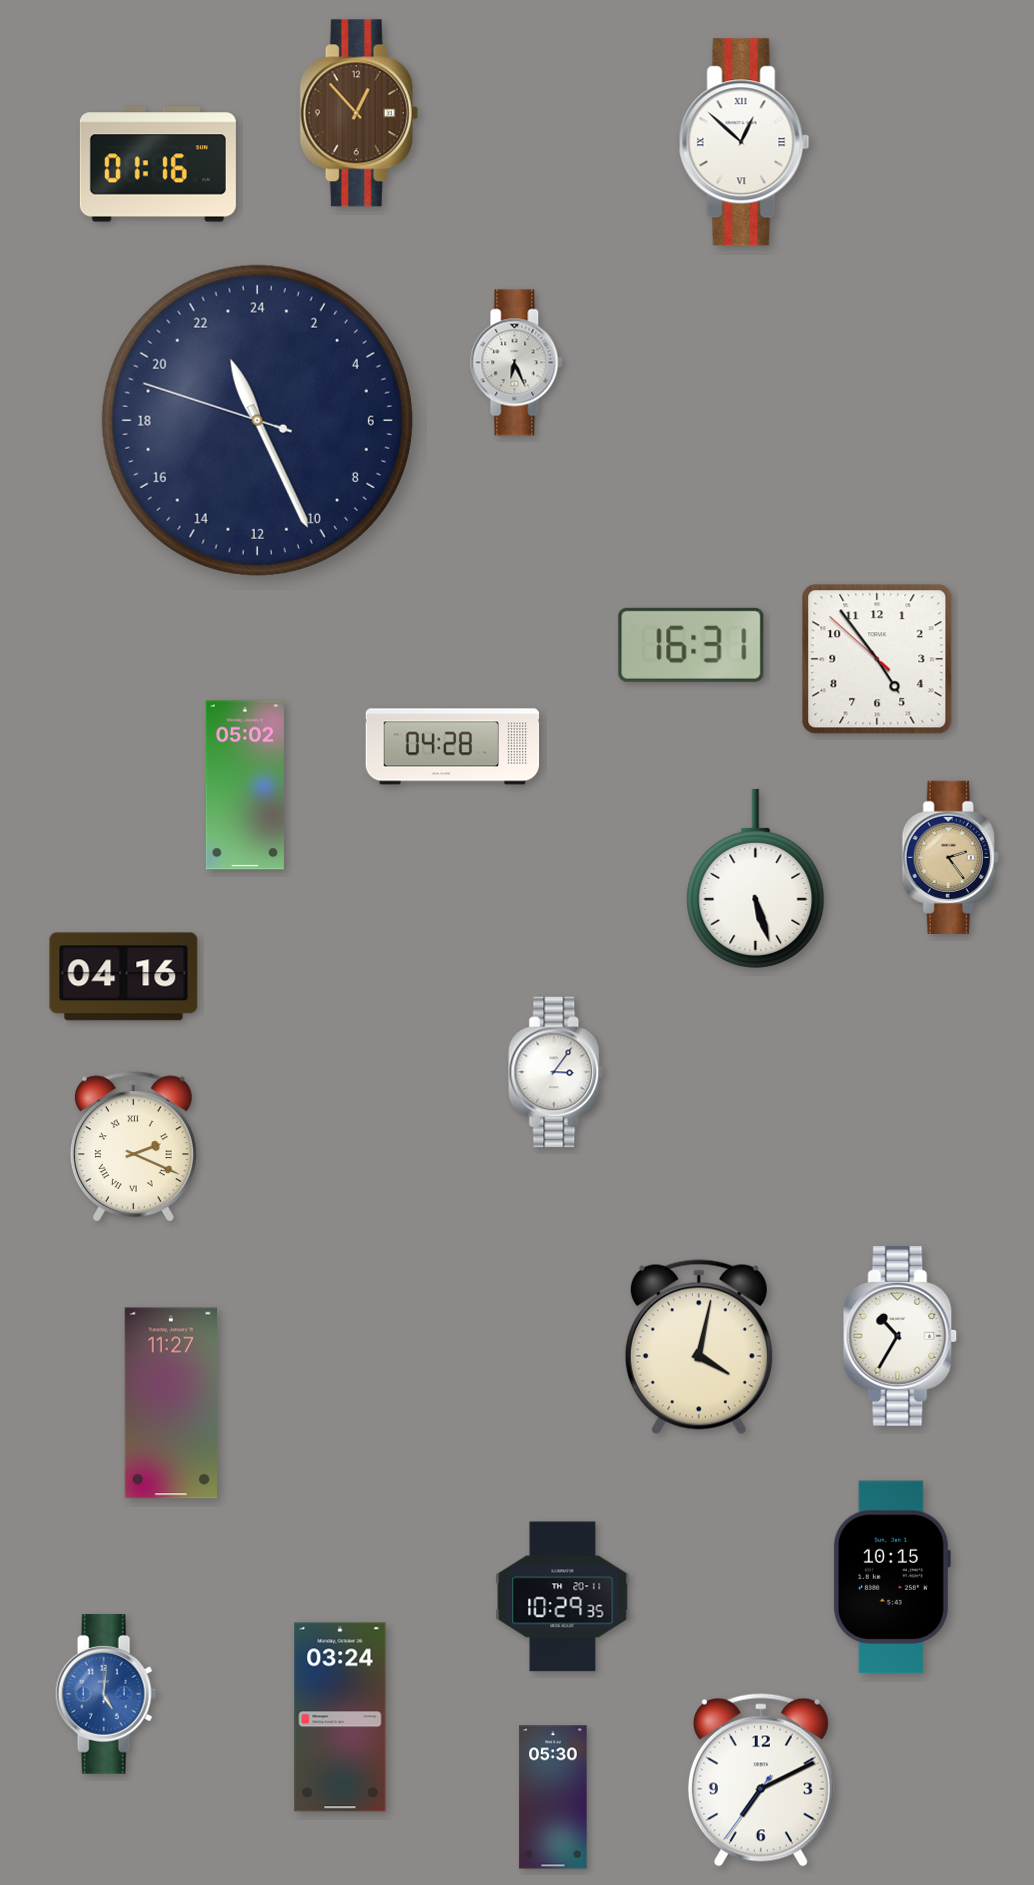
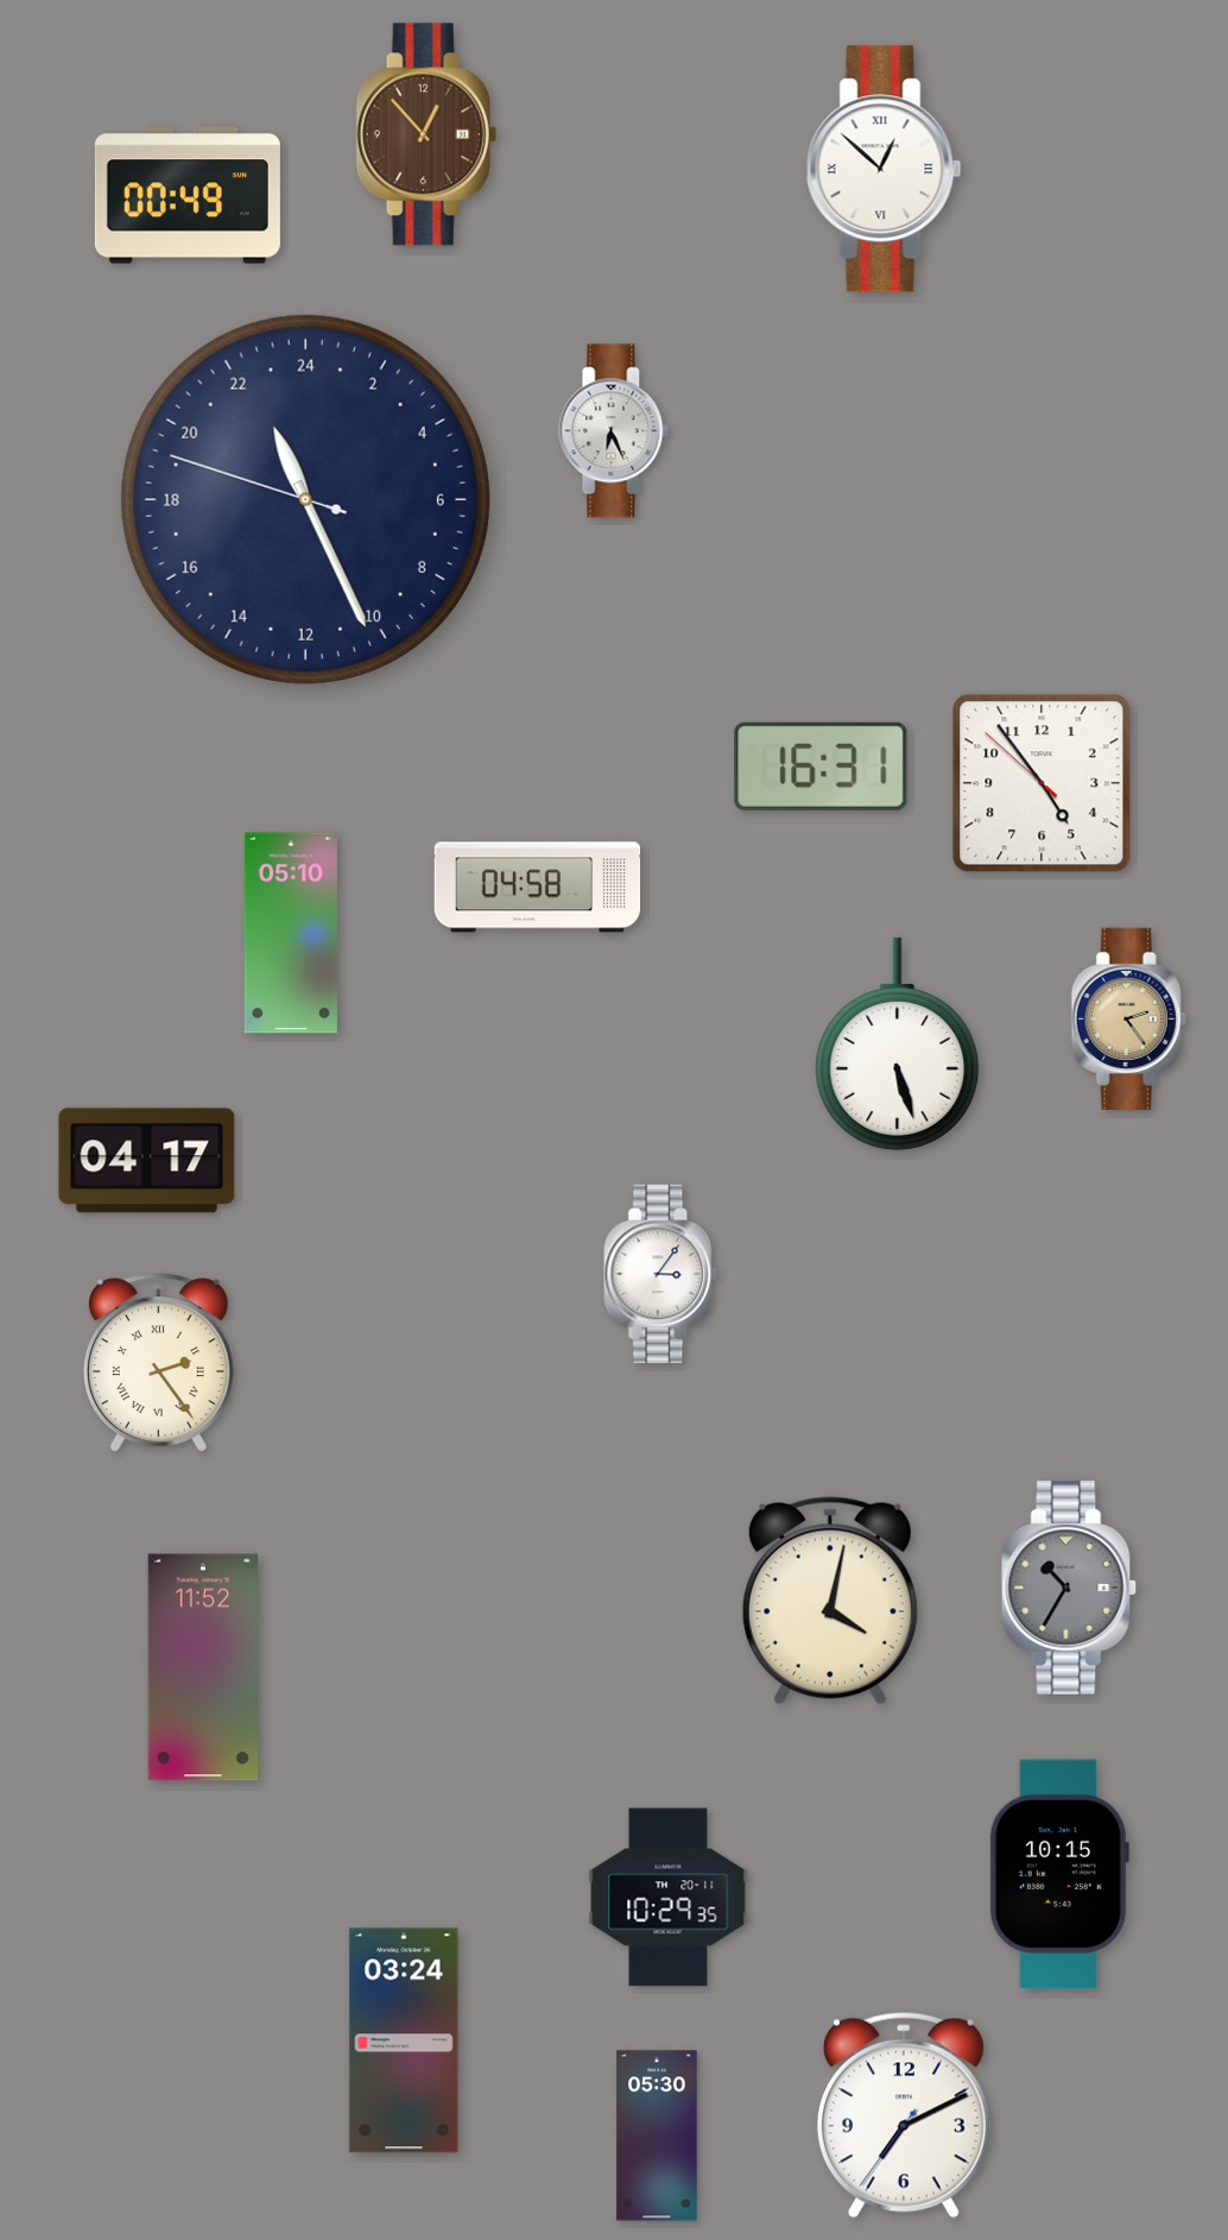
clock at (158, 164): 01:16 -> 00:49
clock at (453, 747): 04:28 -> 04:58
clock at (245, 785): 05:02 -> 05:10
clock at (124, 977): 04:16 -> 04:17
clock at (133, 1147): 2:19 -> 2:24
clock at (900, 1336) dial: white -> grey
clock at (171, 1403): 11:27 -> 11:52
clock at (106, 1694): 5:01 -> none
